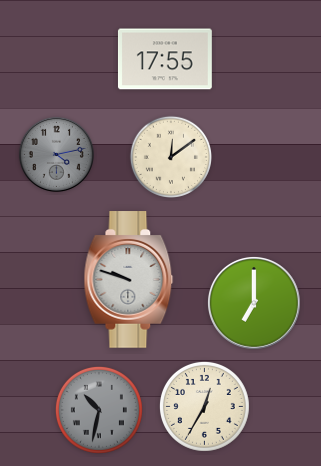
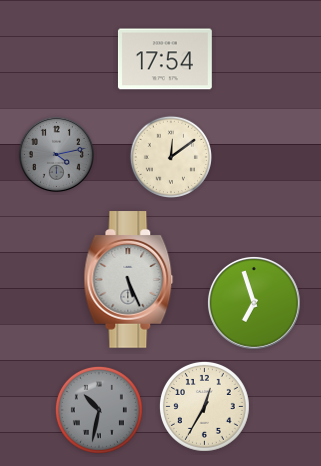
clock at (165, 59): 17:55 -> 17:54
clock at (129, 280): 9:48 -> 5:26
clock at (254, 303): 7:00 -> 6:57
